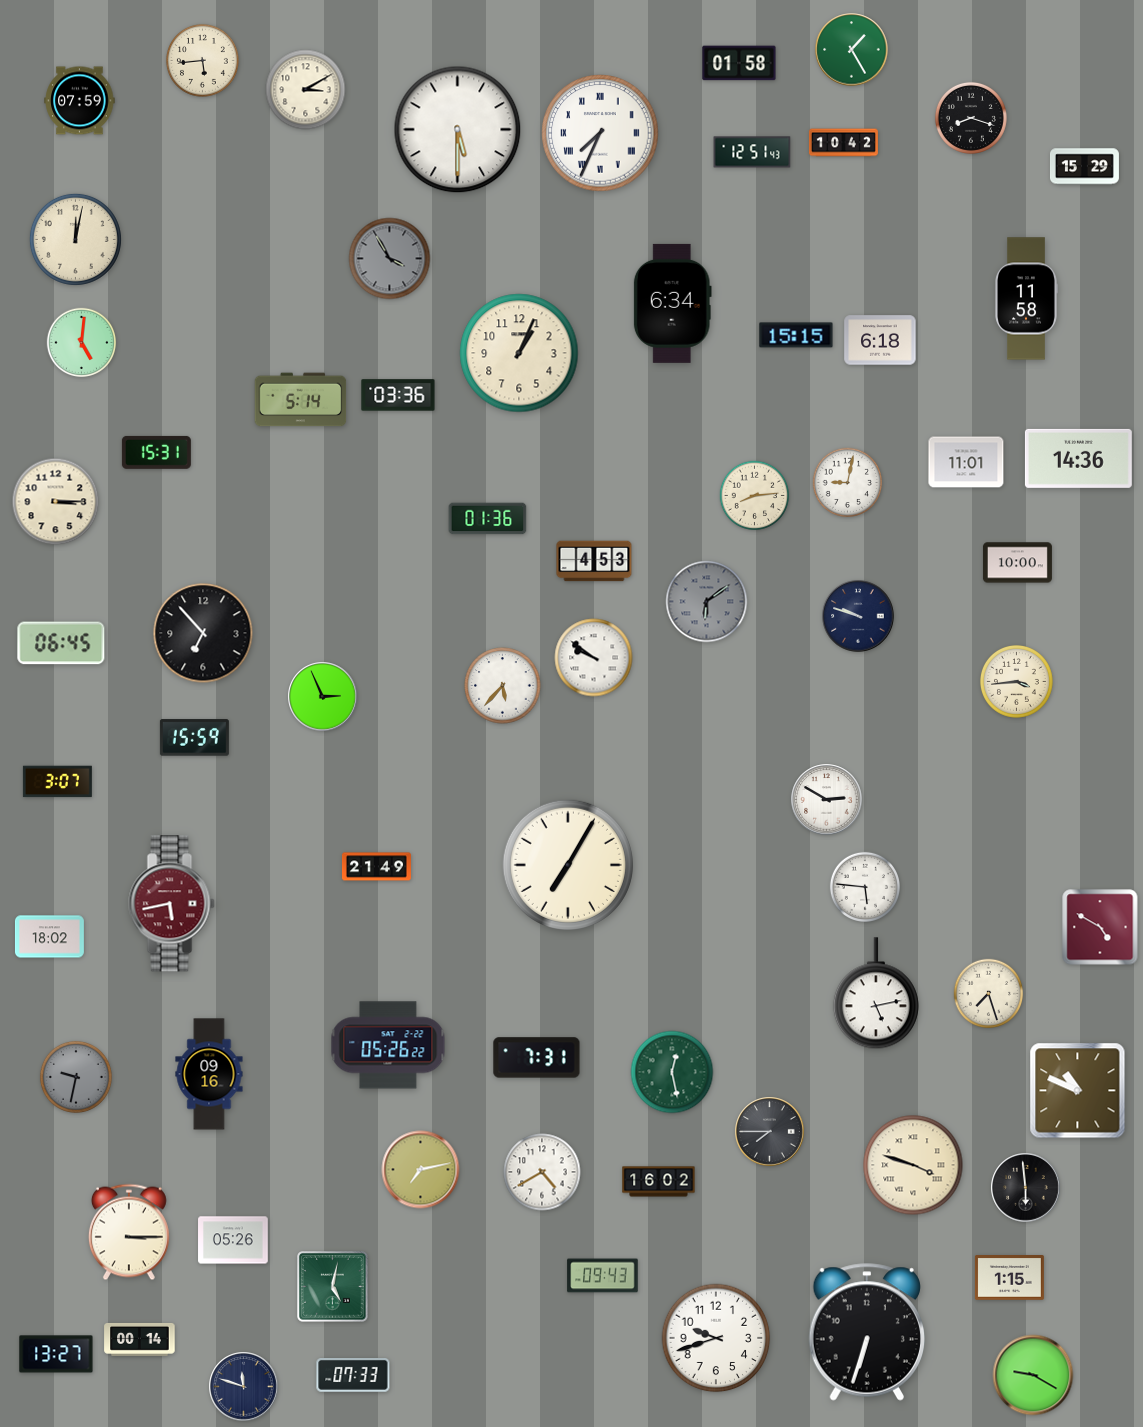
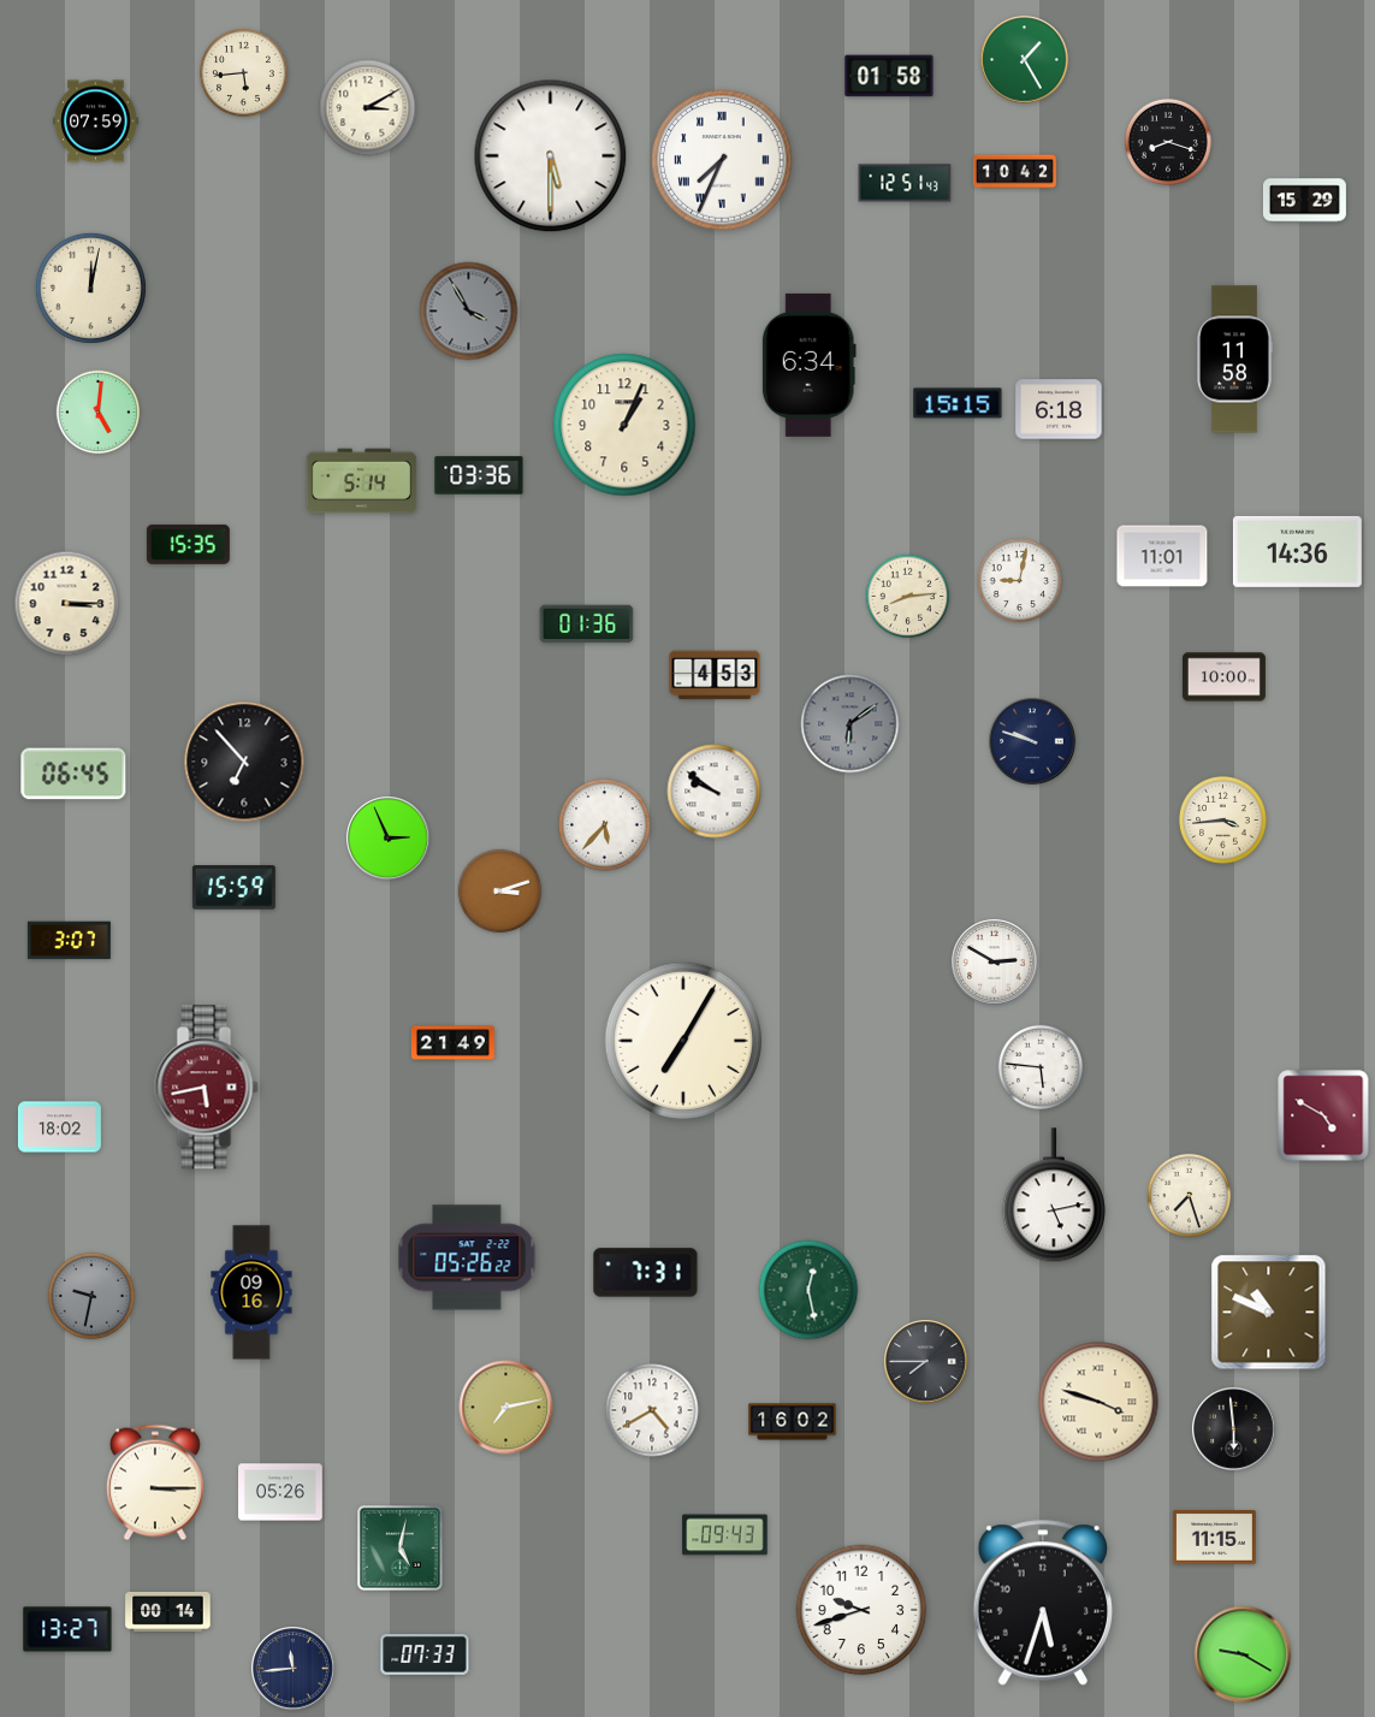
clock at (156, 452): 15:31 -> 15:35
clock at (500, 892): none -> 3:12
clock at (1078, 1091) position: (1078, 1091) -> (1269, 1313)
clock at (1009, 1278): 1:15 -> 11:15
clock at (866, 1332): 6:33 -> 5:33
clock at (244, 1387): 11:48 -> 11:44
